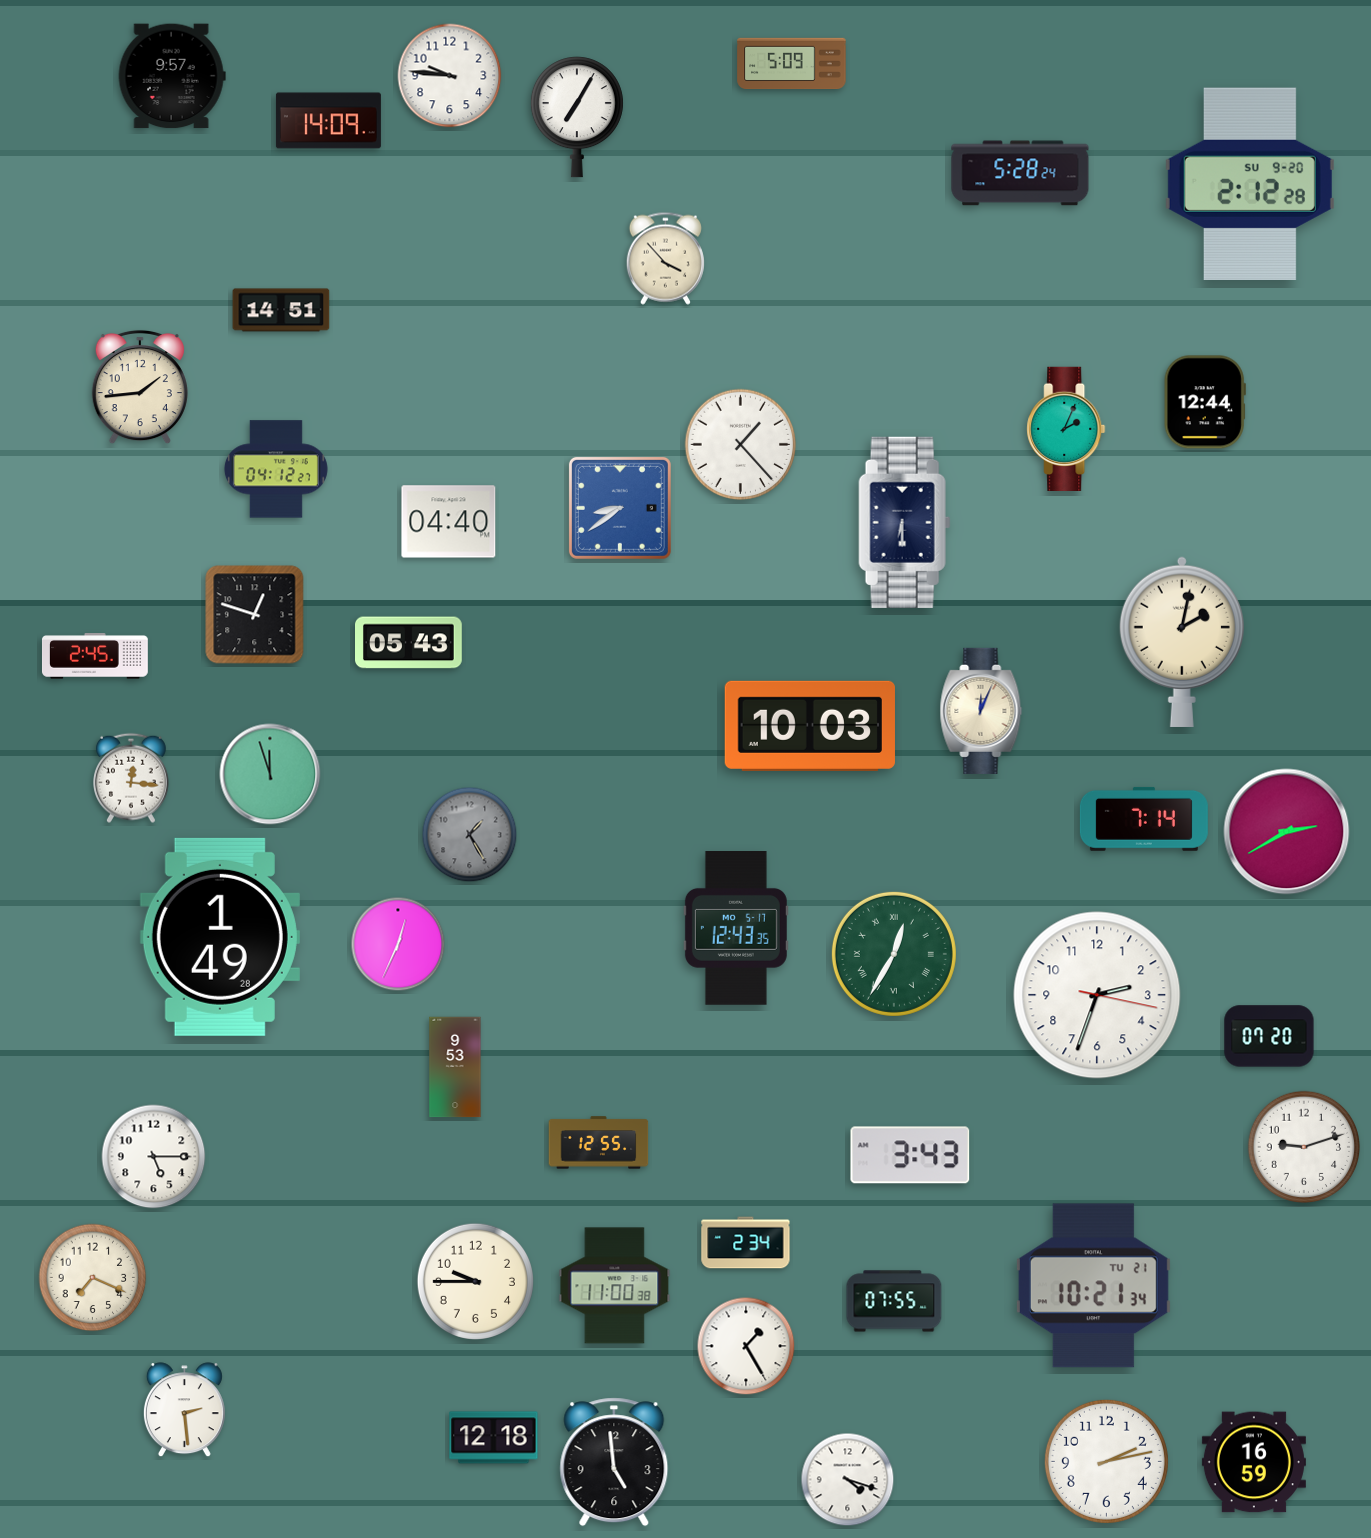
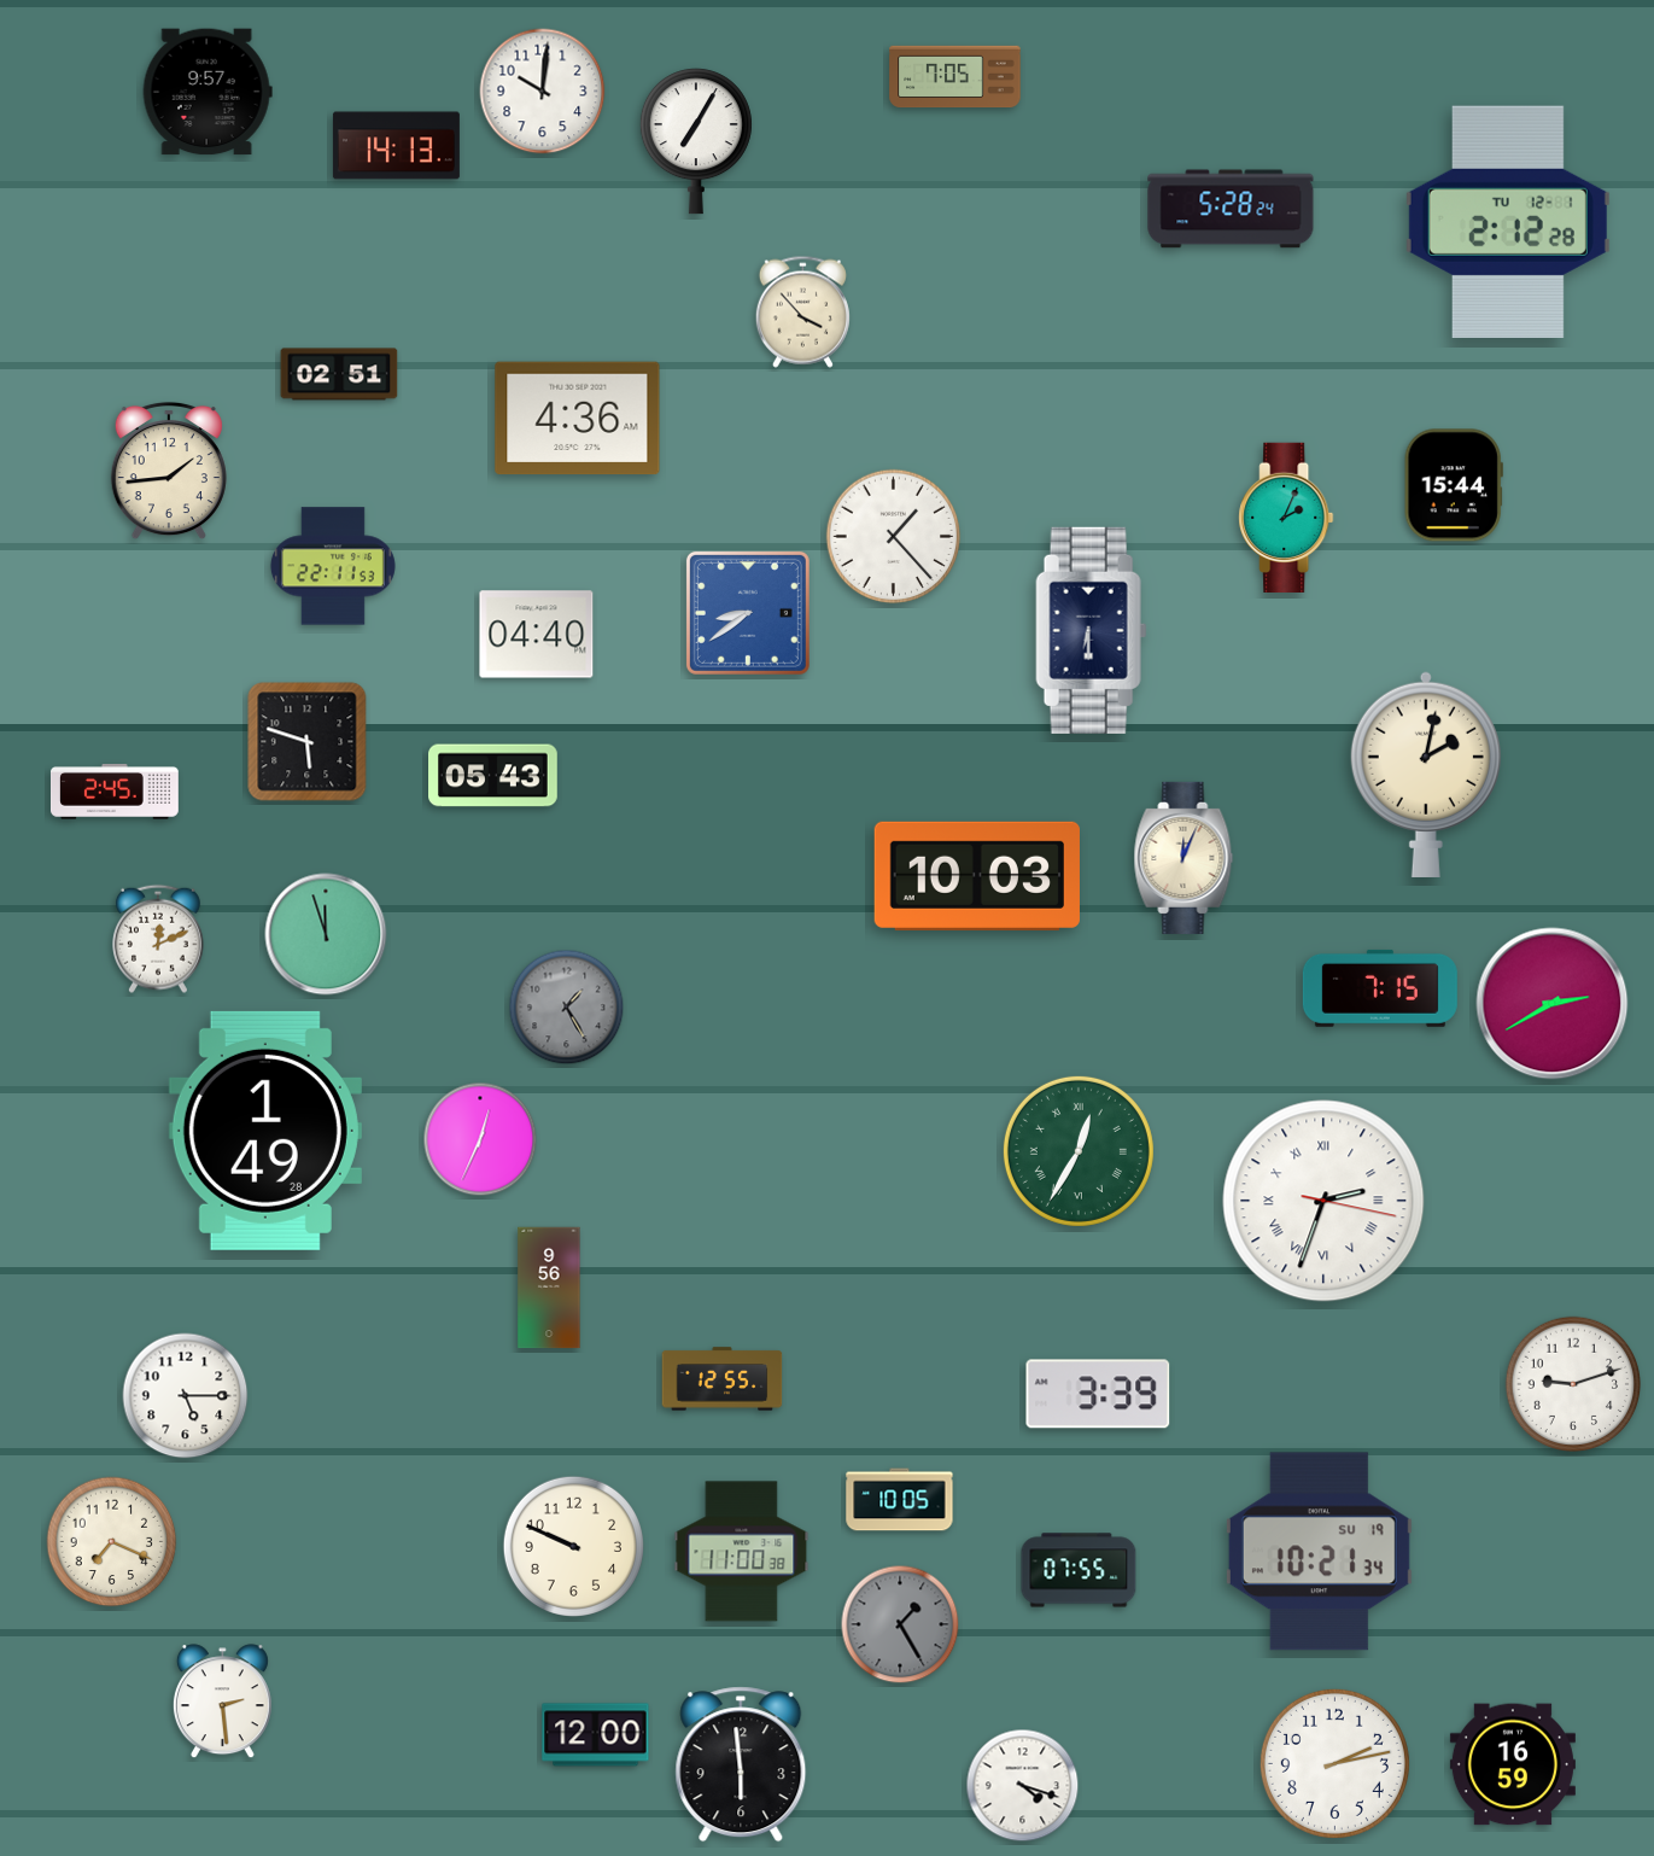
clock at (792, 64): 5:09 -> 7:05
clock at (450, 76): 9:46 -> 10:01
clock at (328, 121): 14:09 -> 14:13
clock at (1250, 184) date: SU 9-20 -> TU 12-1
clock at (281, 310): 14:51 -> 02:51
clock at (578, 419): none -> 4:36
clock at (140, 387) position: (140, 387) -> (169, 471)
clock at (1205, 402): 12:44 -> 15:44
clock at (276, 469): 04:12 -> 22:11
clock at (449, 522) position: (449, 522) -> (537, 635)
clock at (255, 615): 12:48 -> 5:48
clock at (132, 778): 12:16 -> 12:11
clock at (1144, 819): 7:14 -> 7:15
clock at (736, 929): 12:43 -> none
clock at (1097, 995) numerals: Arabic -> Roman
clock at (1269, 1036): 07:20 -> none
clock at (455, 1067): 9:53 -> 9:56
clock at (910, 1155): 3:43 -> 3:39
clock at (746, 1243): 2:34 -> 10:05
clock at (475, 1281): 9:45 -> 9:49
clock at (1093, 1286) date: TU 21 -> SU 19
clock at (746, 1346) dial: white -> grey
clock at (494, 1438): 12:18 -> 12:00
clock at (614, 1462): 4:59 -> 5:59
